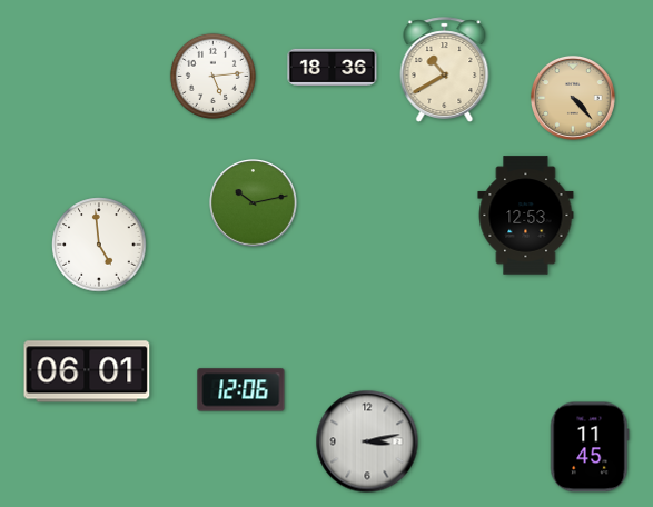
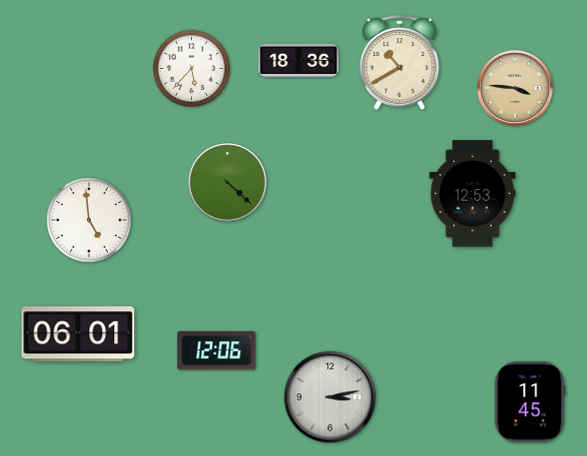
clock at (212, 76): 5:14 -> 5:37
clock at (573, 98): 4:23 -> 3:46
clock at (254, 203): 10:13 -> 4:22
